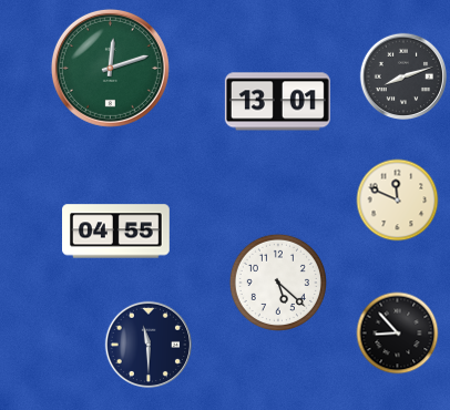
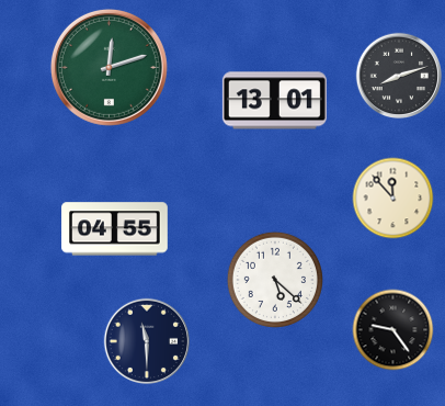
clock at (398, 201): 11:49 -> 11:53
clock at (398, 334): 8:53 -> 9:24
